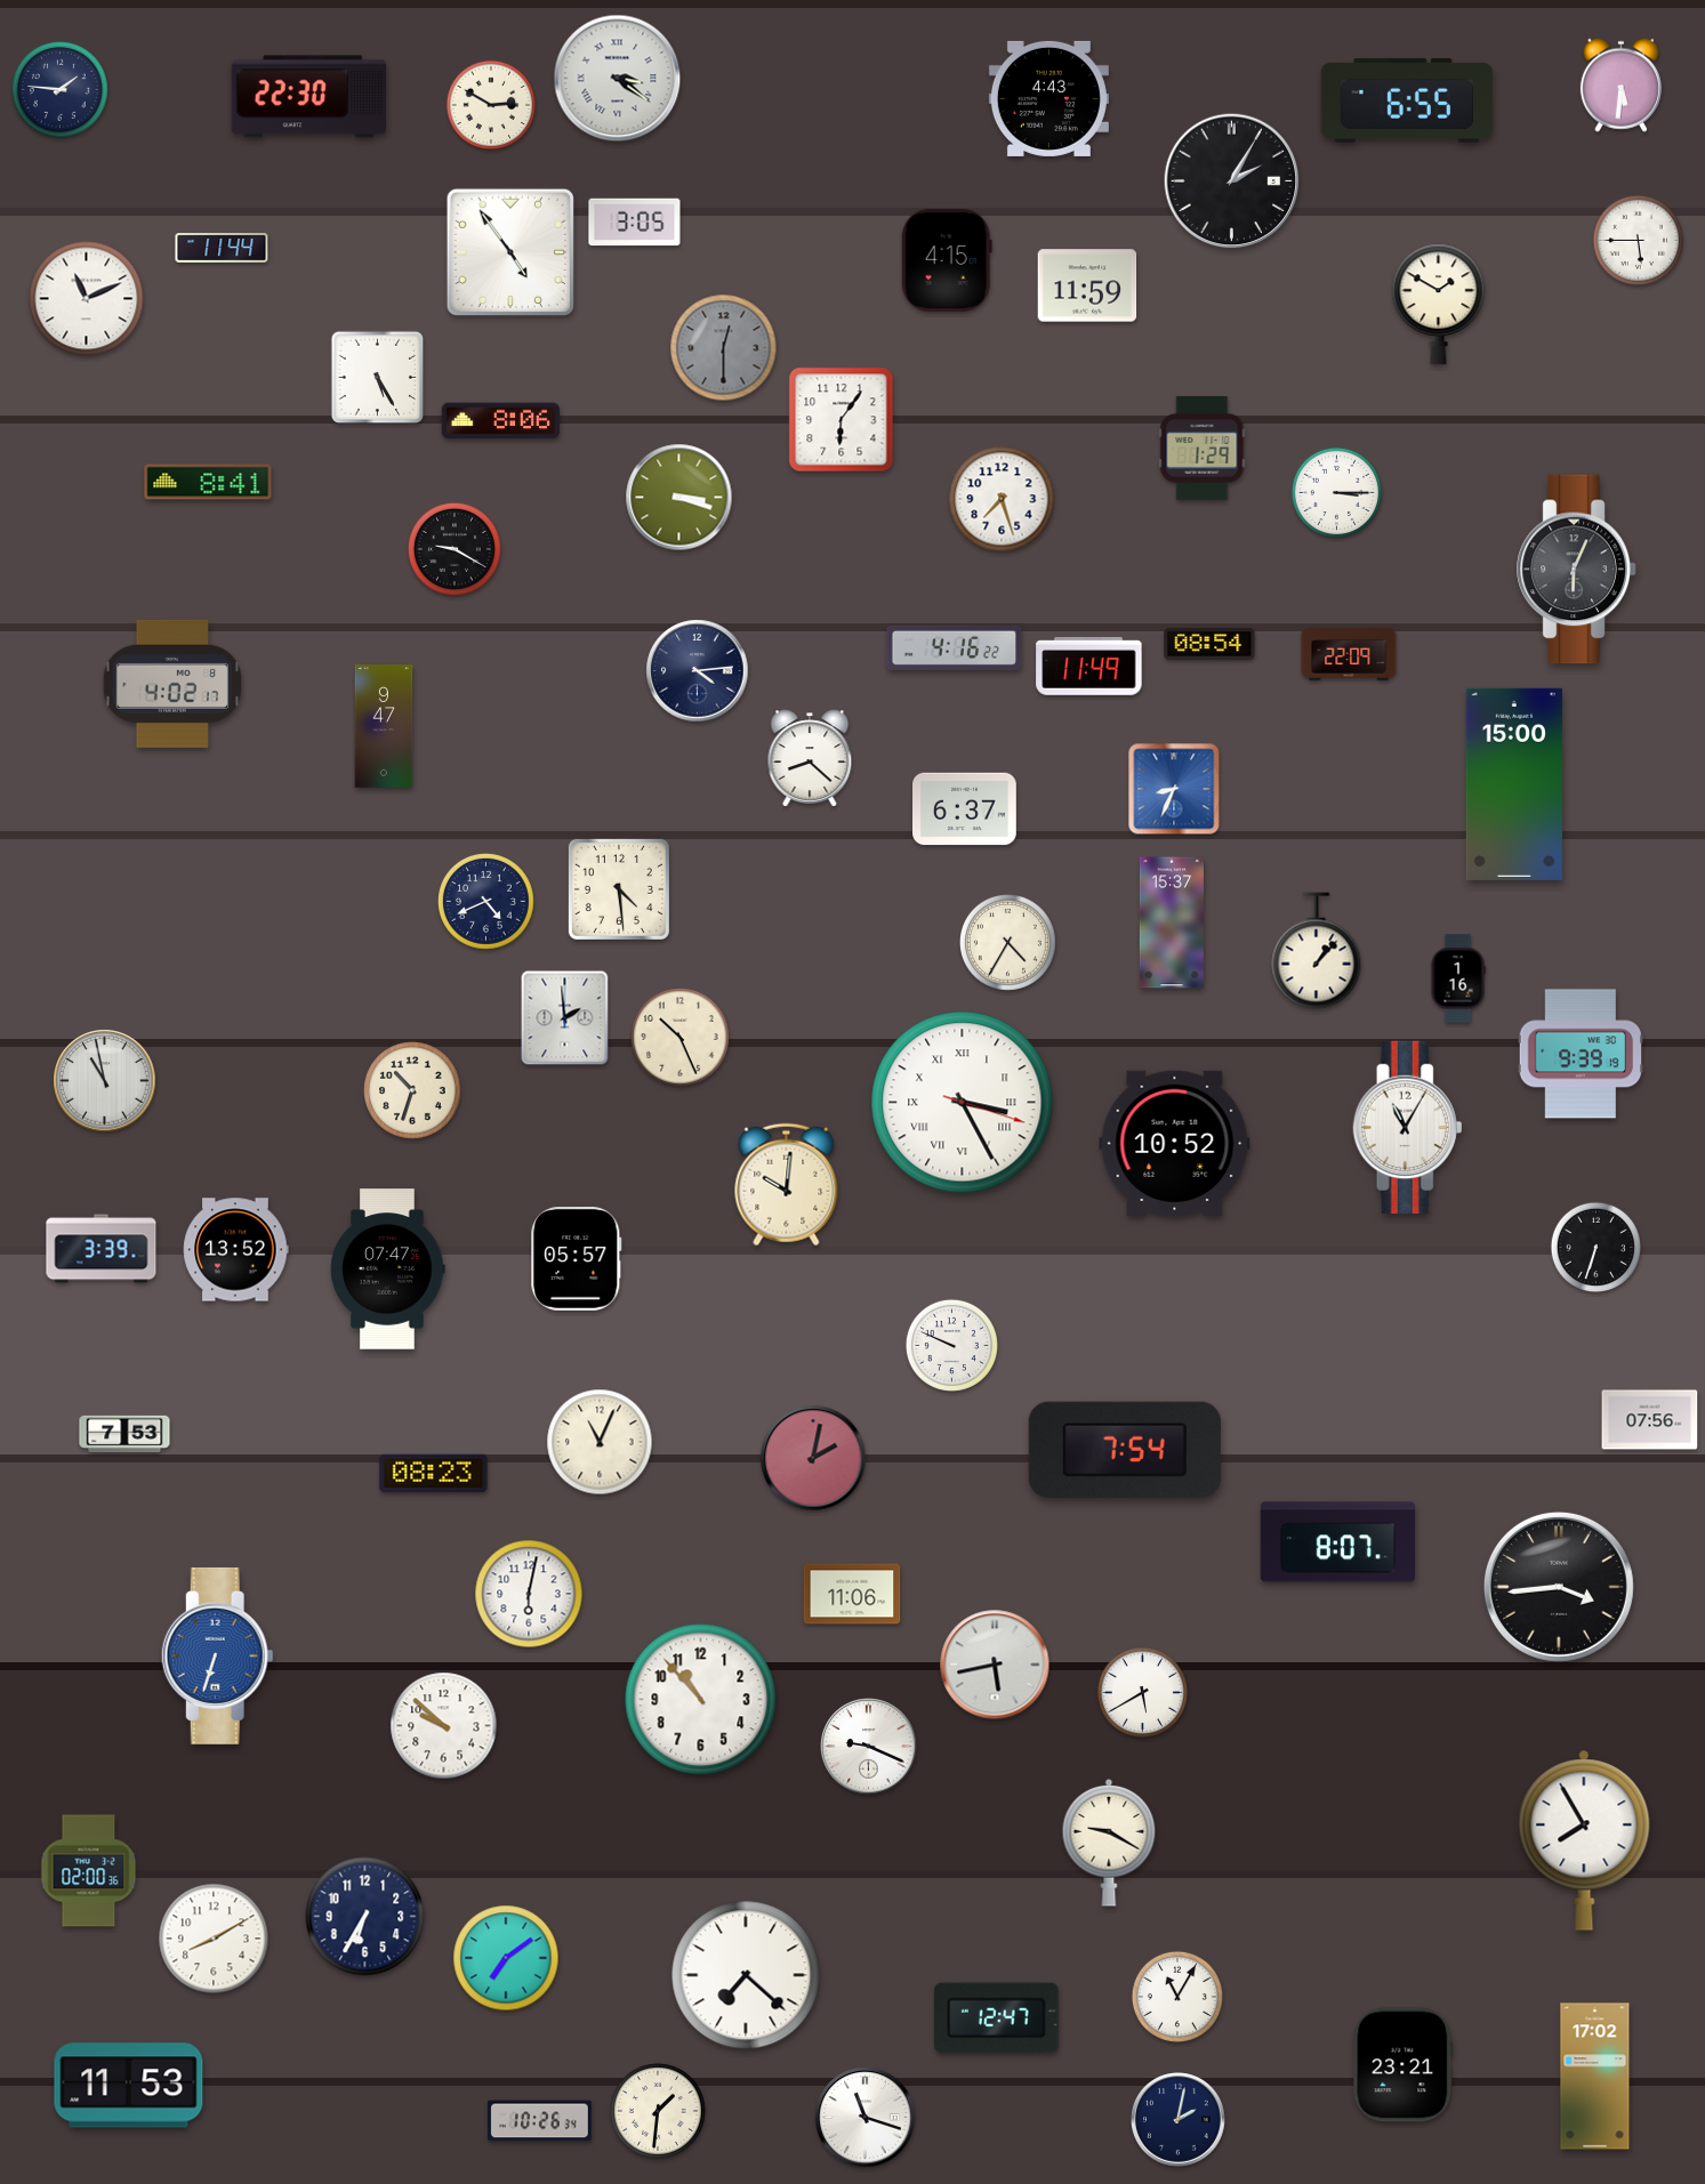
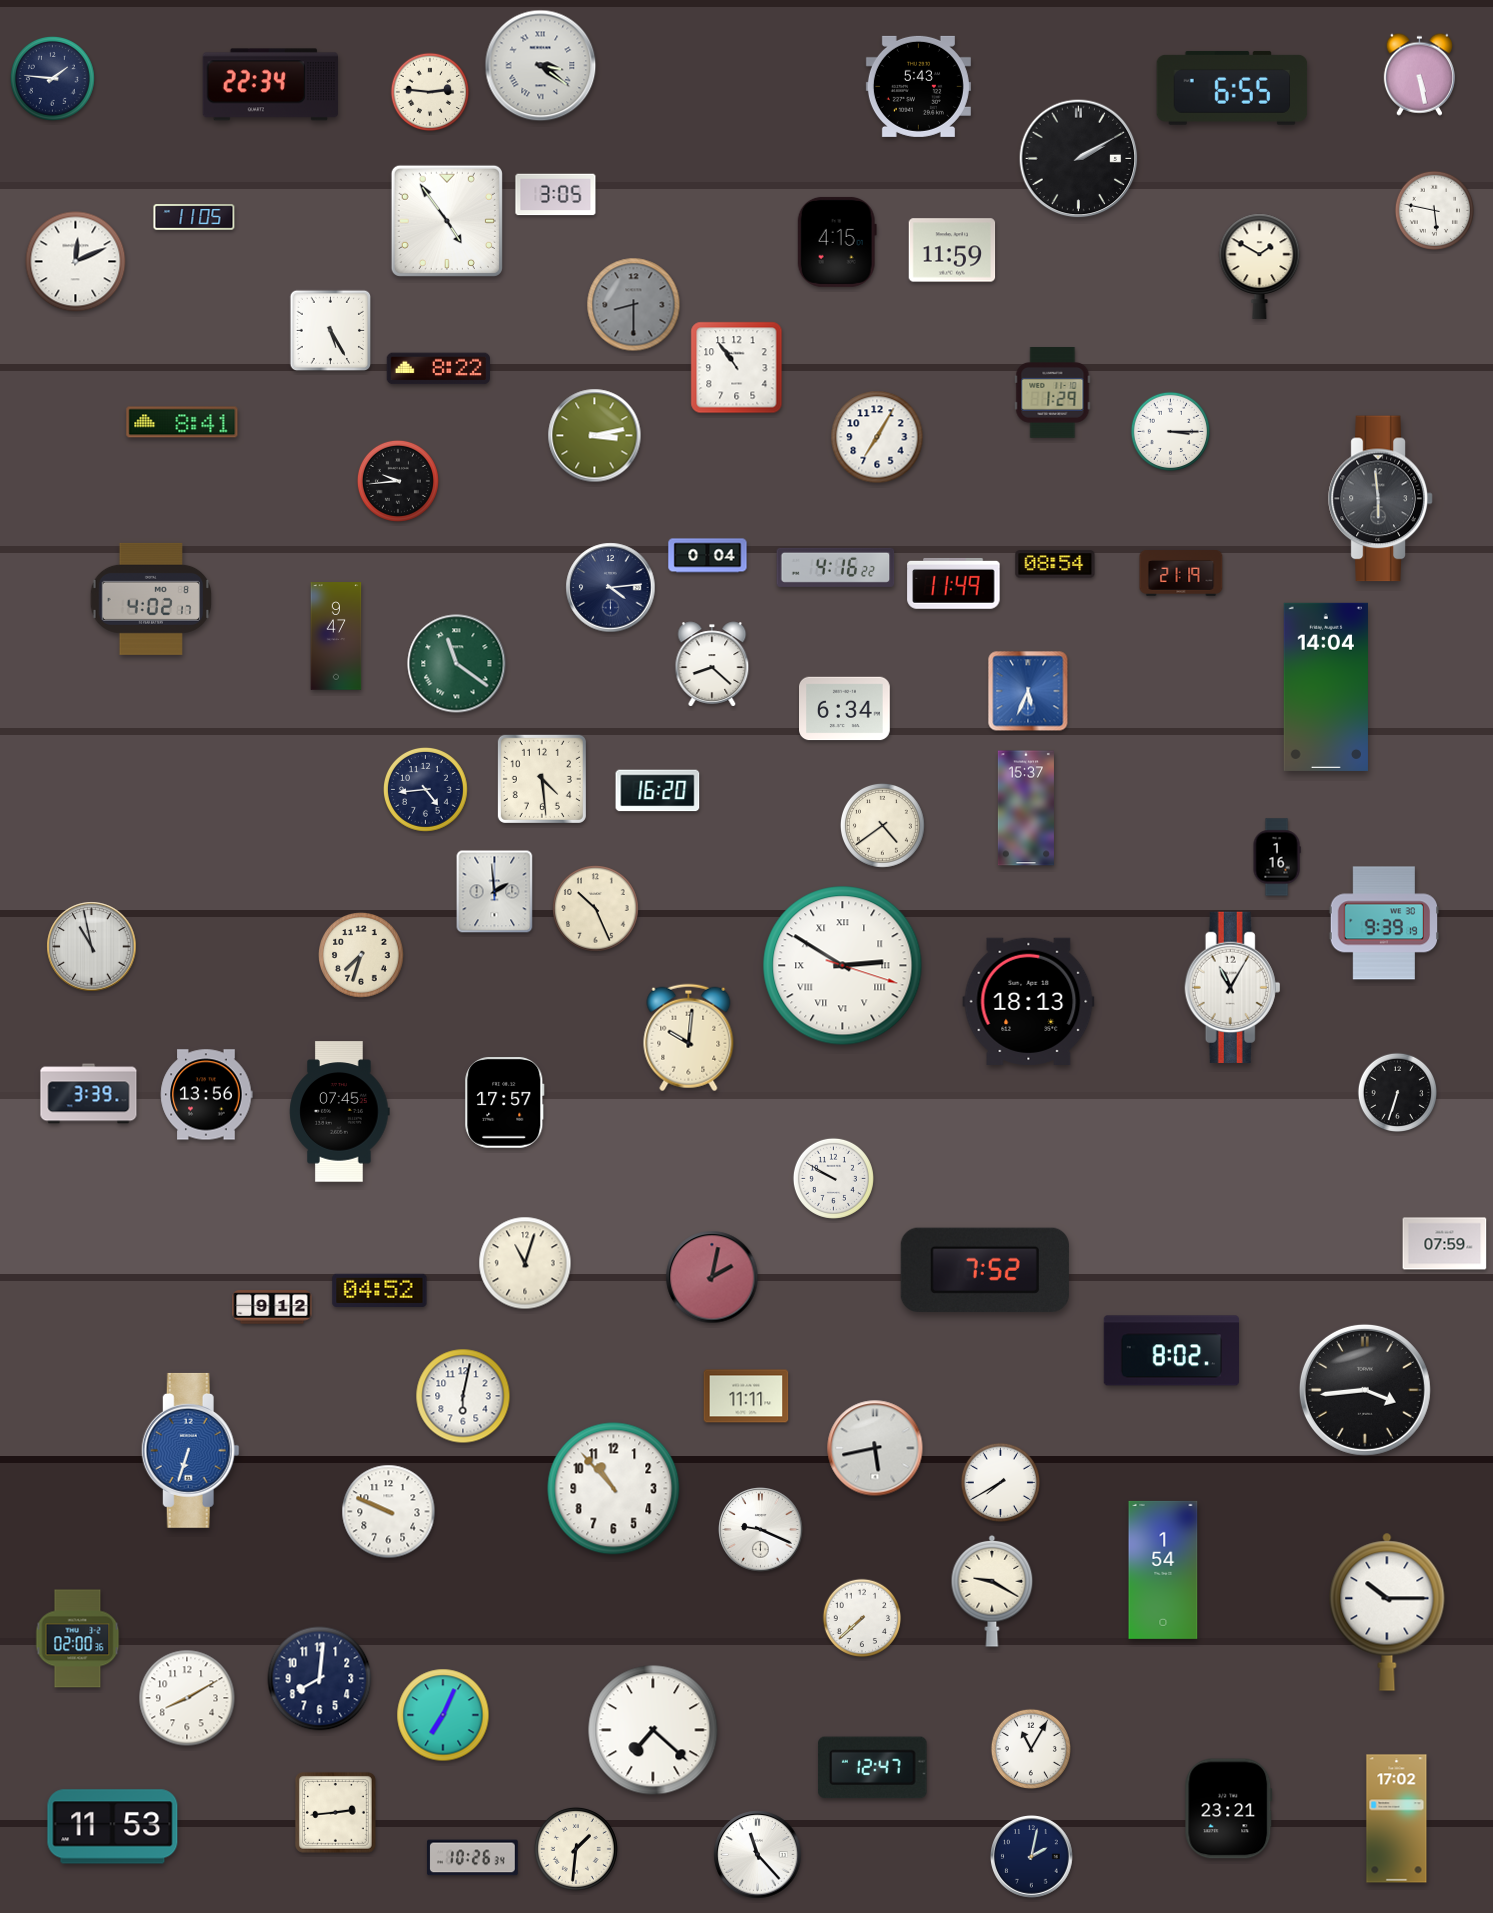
clock at (618, 79) position: (618, 79) -> (541, 66)
clock at (1620, 84): 5:31 -> 5:28
clock at (308, 97): 22:30 -> 22:34
clock at (1048, 98): 4:43 -> 5:43
clock at (491, 105): 2:50 -> 2:46
clock at (1232, 182): 2:05 -> 2:10
clock at (1638, 240): 5:45 -> 5:47
clock at (222, 248): 11:44 -> 11:05
clock at (947, 260) position: (947, 260) -> (837, 242)
clock at (87, 299): 11:11 -> 12:11
clock at (724, 348): 12:30 -> 8:30
clock at (842, 420): 6:06 -> 10:54
clock at (500, 421): 8:06 -> 8:22
clock at (679, 498): 3:18 -> 3:13
clock at (1002, 499): 7:27 -> 7:05
clock at (455, 549): 9:20 -> 9:44
clock at (1577, 570): 6:04 -> 5:59
clock at (708, 556): none -> 0:04
clock at (1209, 644) position: (1209, 644) -> (1055, 564)
clock at (1349, 655): 22:09 -> 21:19
clock at (457, 664): none -> 11:21
clock at (810, 758) position: (810, 758) -> (712, 664)
clock at (1514, 784): 15:00 -> 14:04
clock at (1174, 789): 8:34 -> 5:34
clock at (965, 809): 6:37 -> 6:34
clock at (486, 902): 4:41 -> 4:44
clock at (658, 791): none -> 16:20
clock at (1008, 943): 4:35 -> 4:39
clock at (1317, 951): 1:07 -> none
clock at (413, 1091): 10:33 -> 7:33
clock at (963, 1103): 3:25 -> 2:50
clock at (1175, 1143): 10:52 -> 18:13
clock at (236, 1250): 13:52 -> 13:56
clock at (577, 1259): 05:57 -> 17:57
clock at (388, 1270): 07:47 -> 07:45
clock at (951, 1345): 9:49 -> 9:50
clock at (1650, 1420): 07:56 -> 07:59
clock at (124, 1434): 7:53 -> none
clock at (600, 1442): 11:04 -> 11:03
clock at (1125, 1450): 7:54 -> 7:52
clock at (434, 1474): 08:23 -> 04:52
clock at (272, 1307): none -> 9:12
clock at (1337, 1542): 8:07 -> 8:02
clock at (852, 1594): 11:06 -> 11:11
clock at (995, 1665) position: (995, 1665) -> (875, 1448)
clock at (1142, 1692): 5:40 -> 7:40
clock at (444, 1726): 9:52 -> 9:49
clock at (1163, 1570): none -> 1:54
clock at (1584, 1840): 7:55 -> 10:15
clock at (1109, 1843) position: (1109, 1843) -> (992, 1591)
clock at (862, 1618): none -> 7:38
clock at (365, 1917): 6:35 -> 8:01
clock at (506, 1958): 7:09 -> 7:04
clock at (335, 1812): none -> 2:44
clock at (866, 2118): 11:18 -> 11:23
